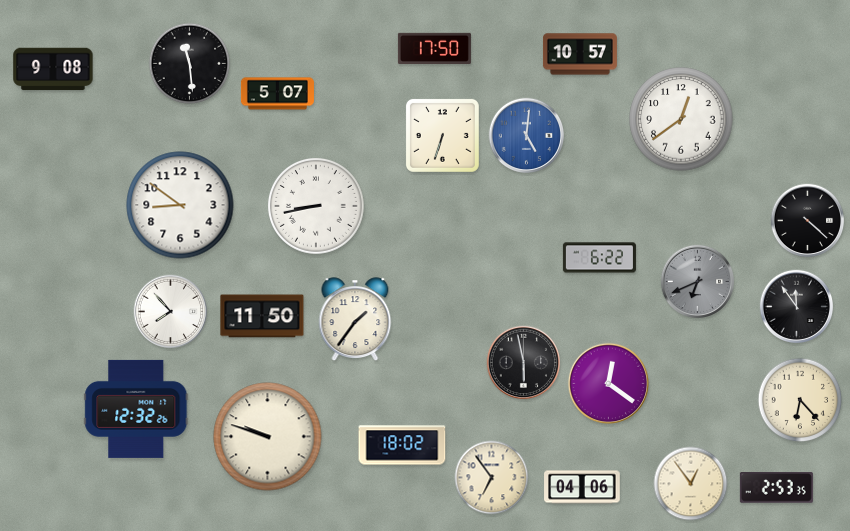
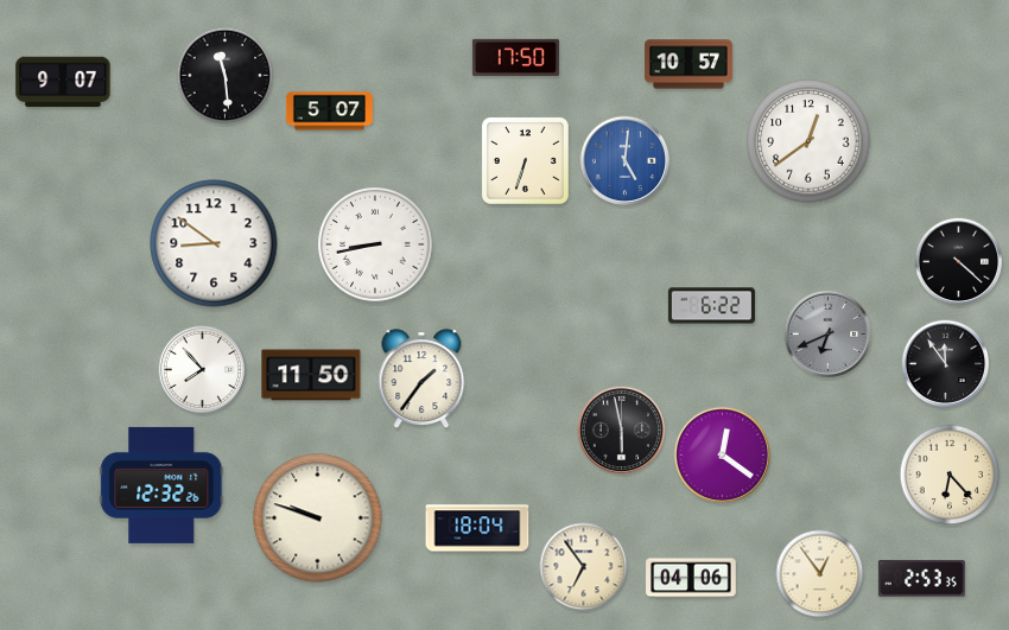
clock at (53, 69): 9:08 -> 9:07
clock at (402, 445): 18:02 -> 18:04
